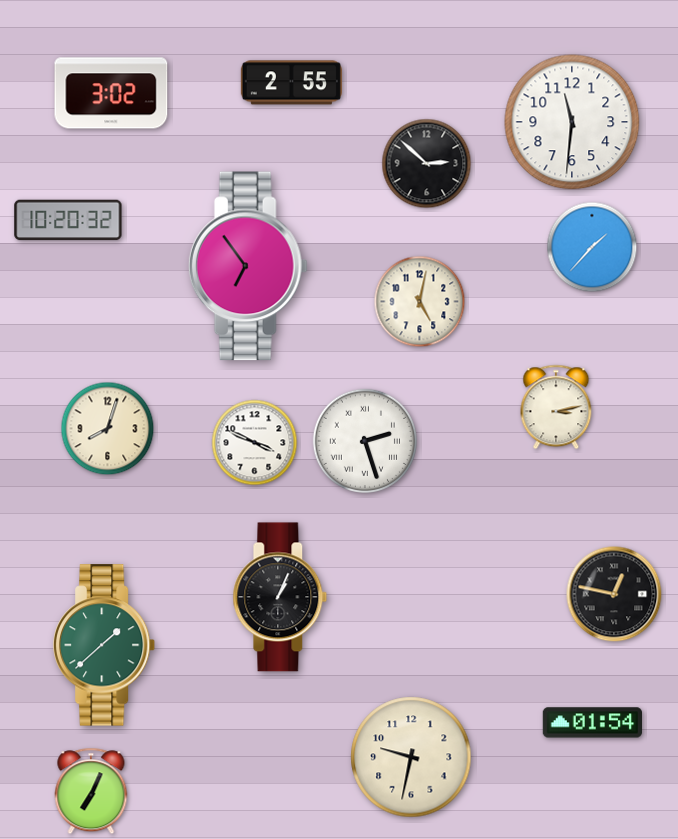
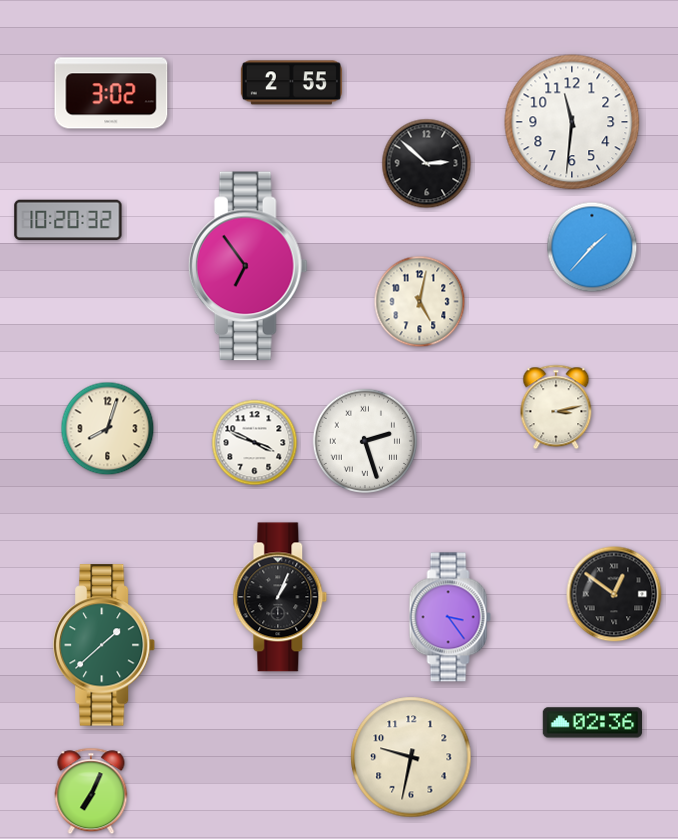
clock at (614, 594): 12:47 -> 12:51
clock at (450, 617): none -> 3:24
clock at (593, 723): 01:54 -> 02:36
